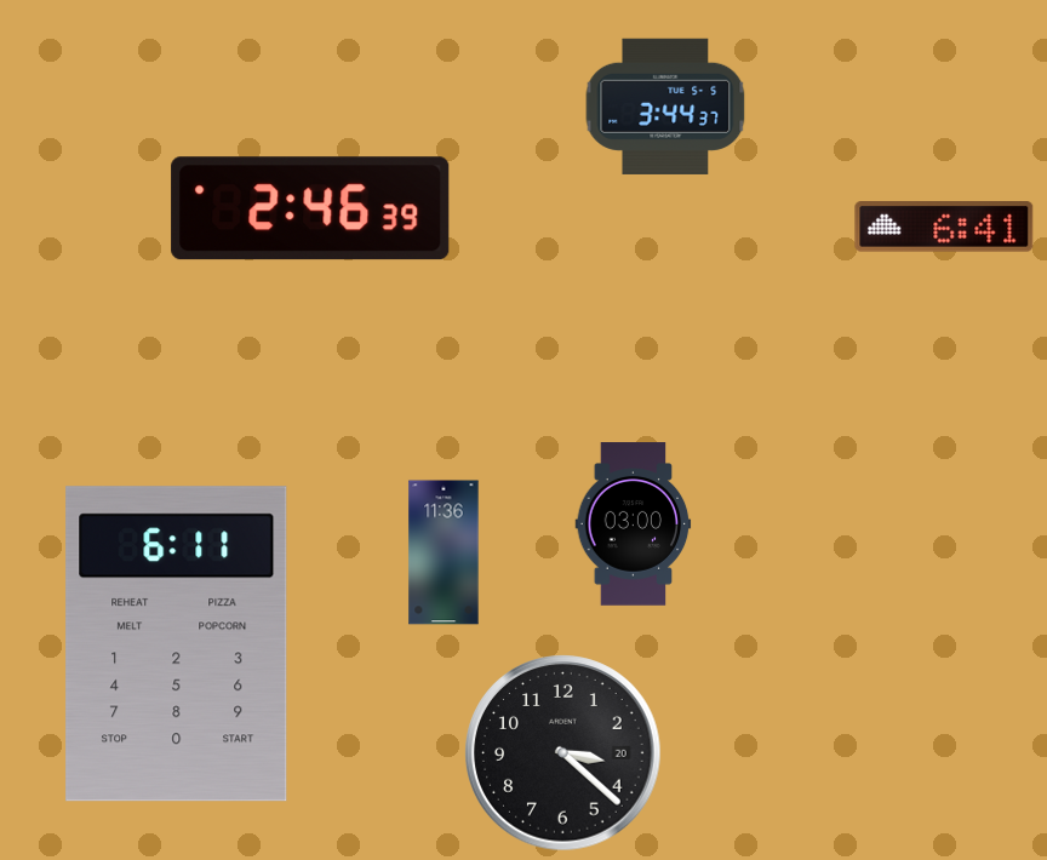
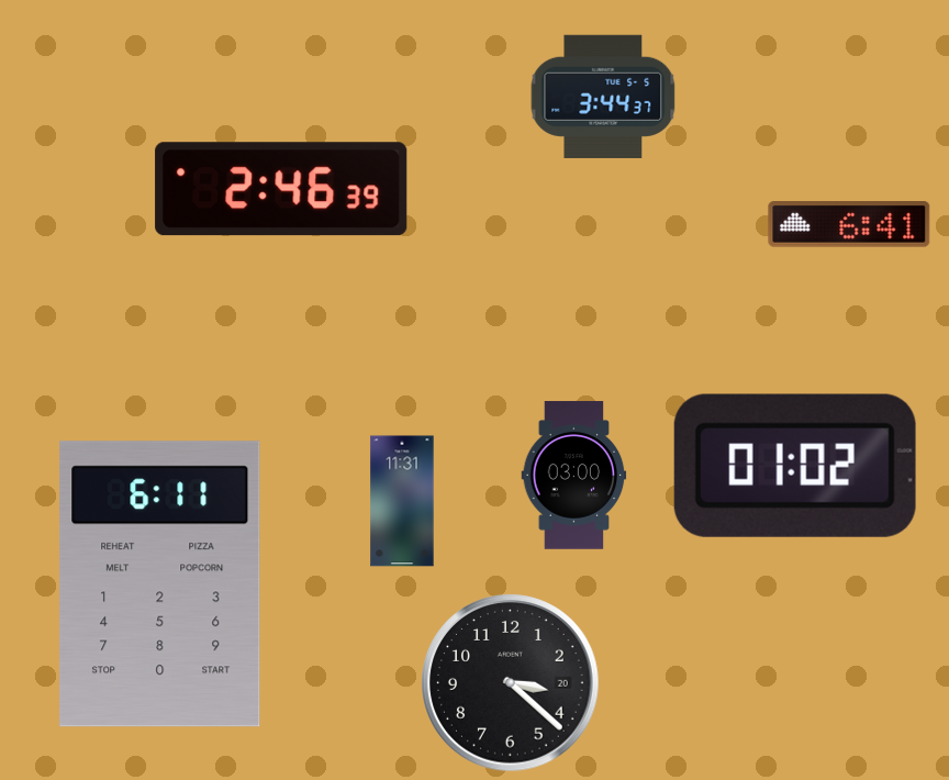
clock at (944, 228) position: (944, 228) -> (849, 225)
clock at (795, 466): none -> 01:02
clock at (444, 552): 11:36 -> 11:31
